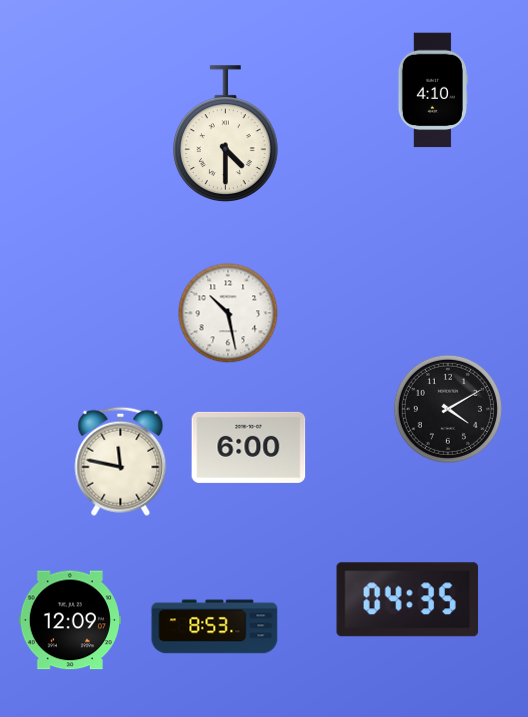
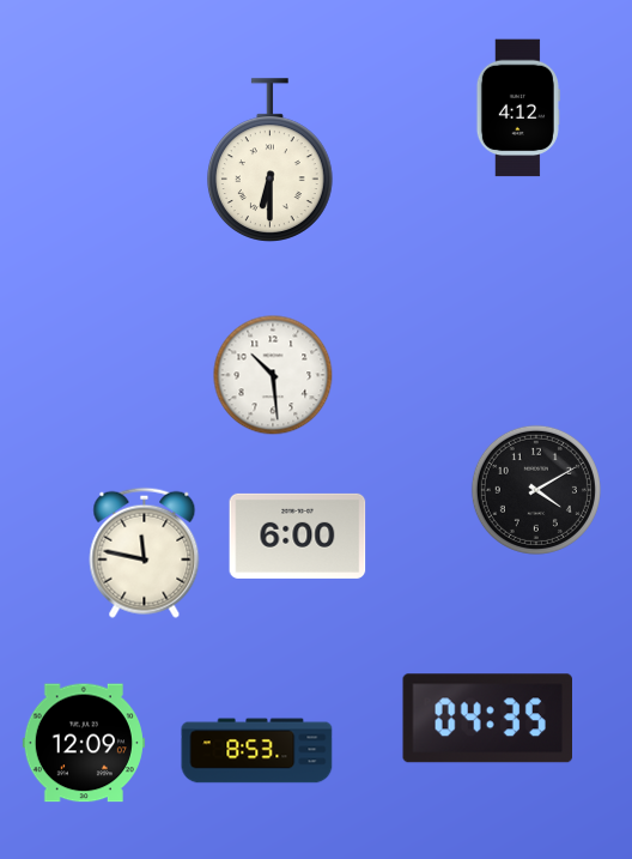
clock at (433, 90): 4:10 -> 4:12
clock at (225, 134): 4:30 -> 6:30
clock at (228, 313): 10:28 -> 10:29
